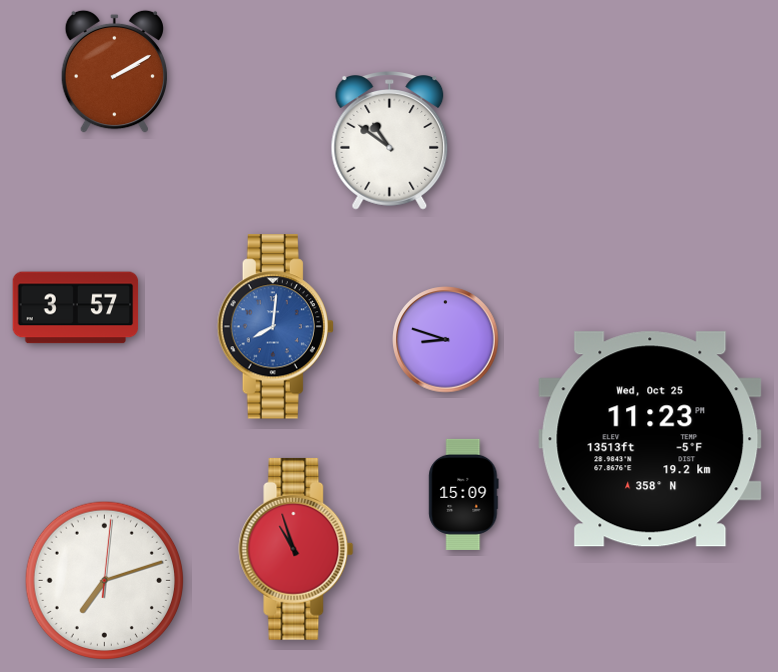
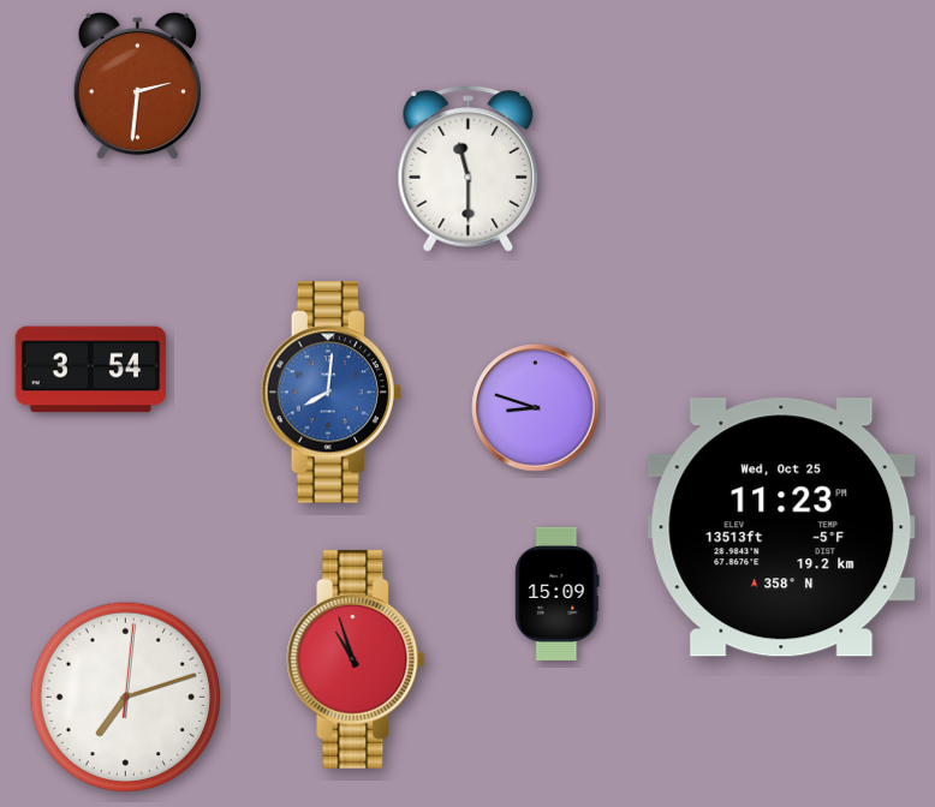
clock at (114, 72): 2:10 -> 2:31
clock at (390, 141): 10:51 -> 11:30
clock at (76, 308): 3:57 -> 3:54
